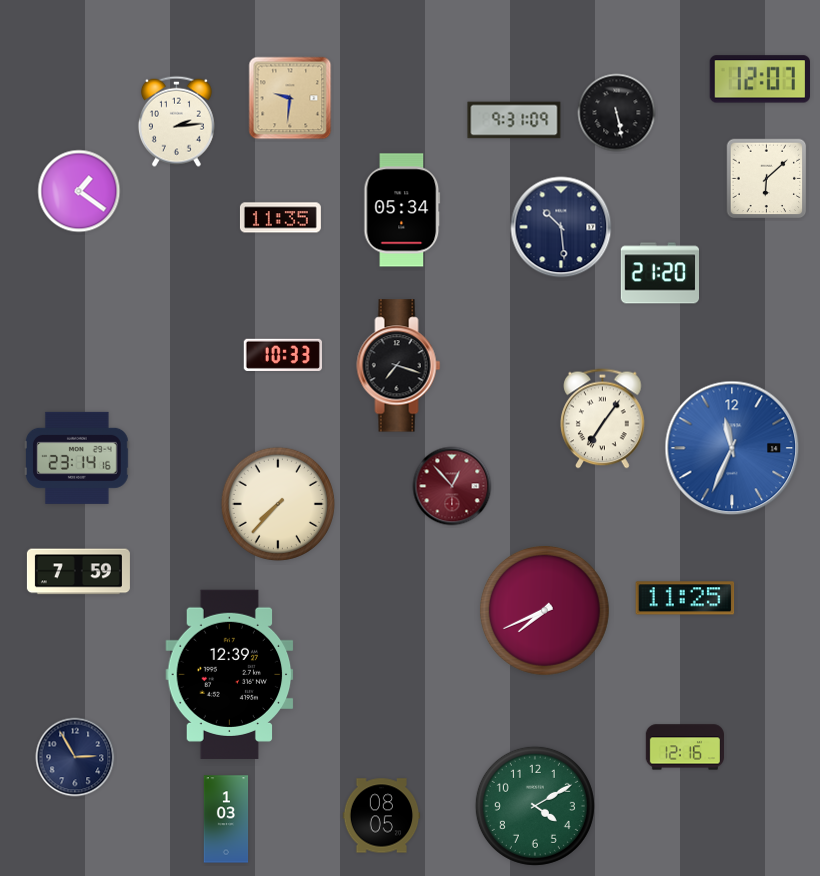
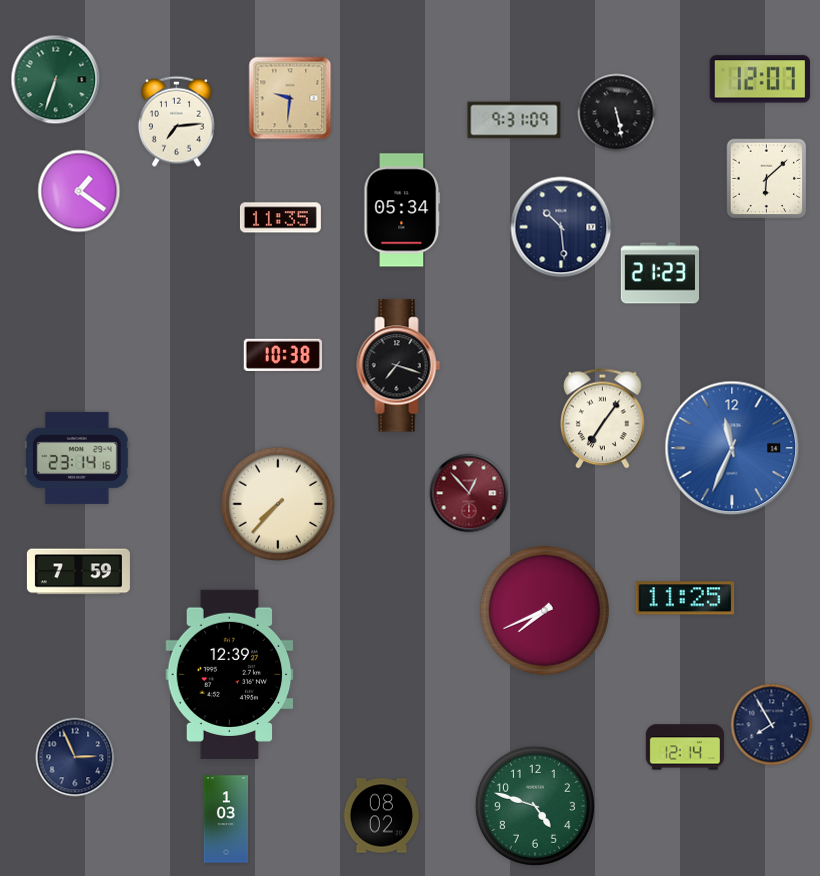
clock at (56, 80): none -> 6:33
clock at (176, 121): 2:14 -> 7:14
clock at (659, 273): 21:20 -> 21:23
clock at (283, 355): 10:33 -> 10:38
clock at (452, 486) position: (452, 486) -> (469, 493)
clock at (772, 725): none -> 7:55
clock at (684, 747): 12:16 -> 12:14
clock at (75, 757): 2:55 -> 2:56
clock at (535, 806): 4:10 -> 4:48
clock at (382, 816): 08:05 -> 08:02
